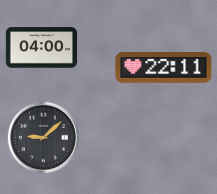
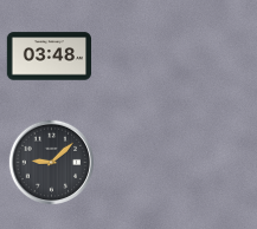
clock at (41, 48): 04:00 -> 03:48
clock at (164, 68): 22:11 -> none
